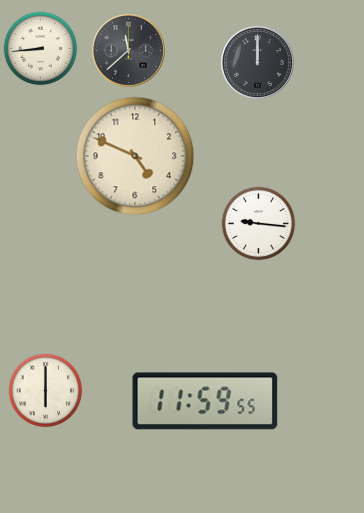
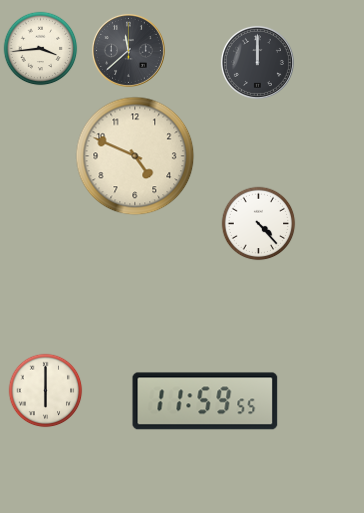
clock at (41, 49): 8:44 -> 3:44
clock at (259, 224): 9:16 -> 4:23
